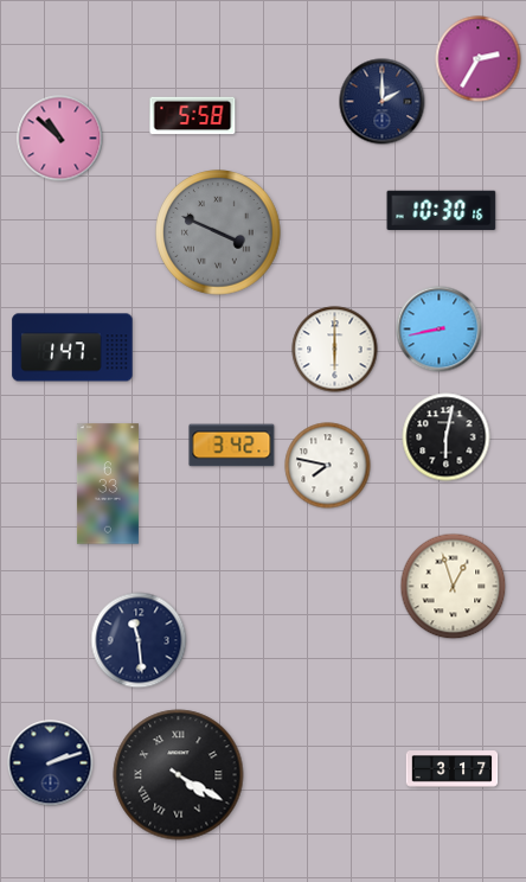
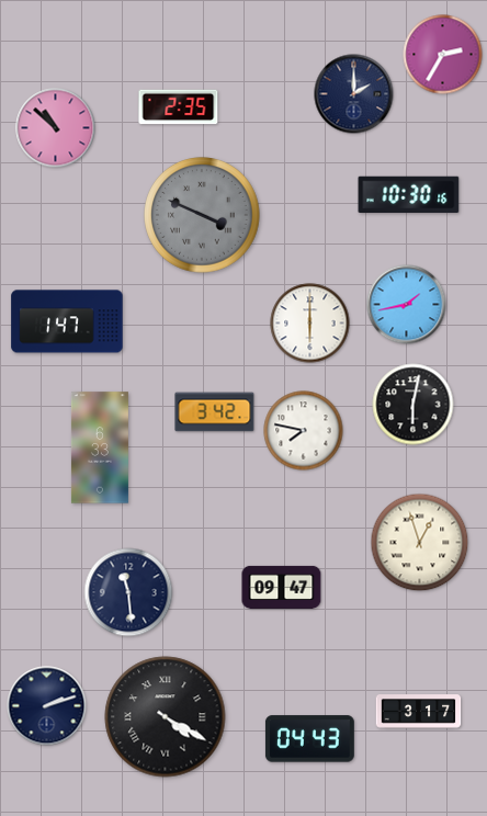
clock at (193, 116): 5:58 -> 2:35
clock at (440, 330): 8:43 -> 1:43
clock at (282, 587): none -> 09:47
clock at (309, 739): none -> 04:43
